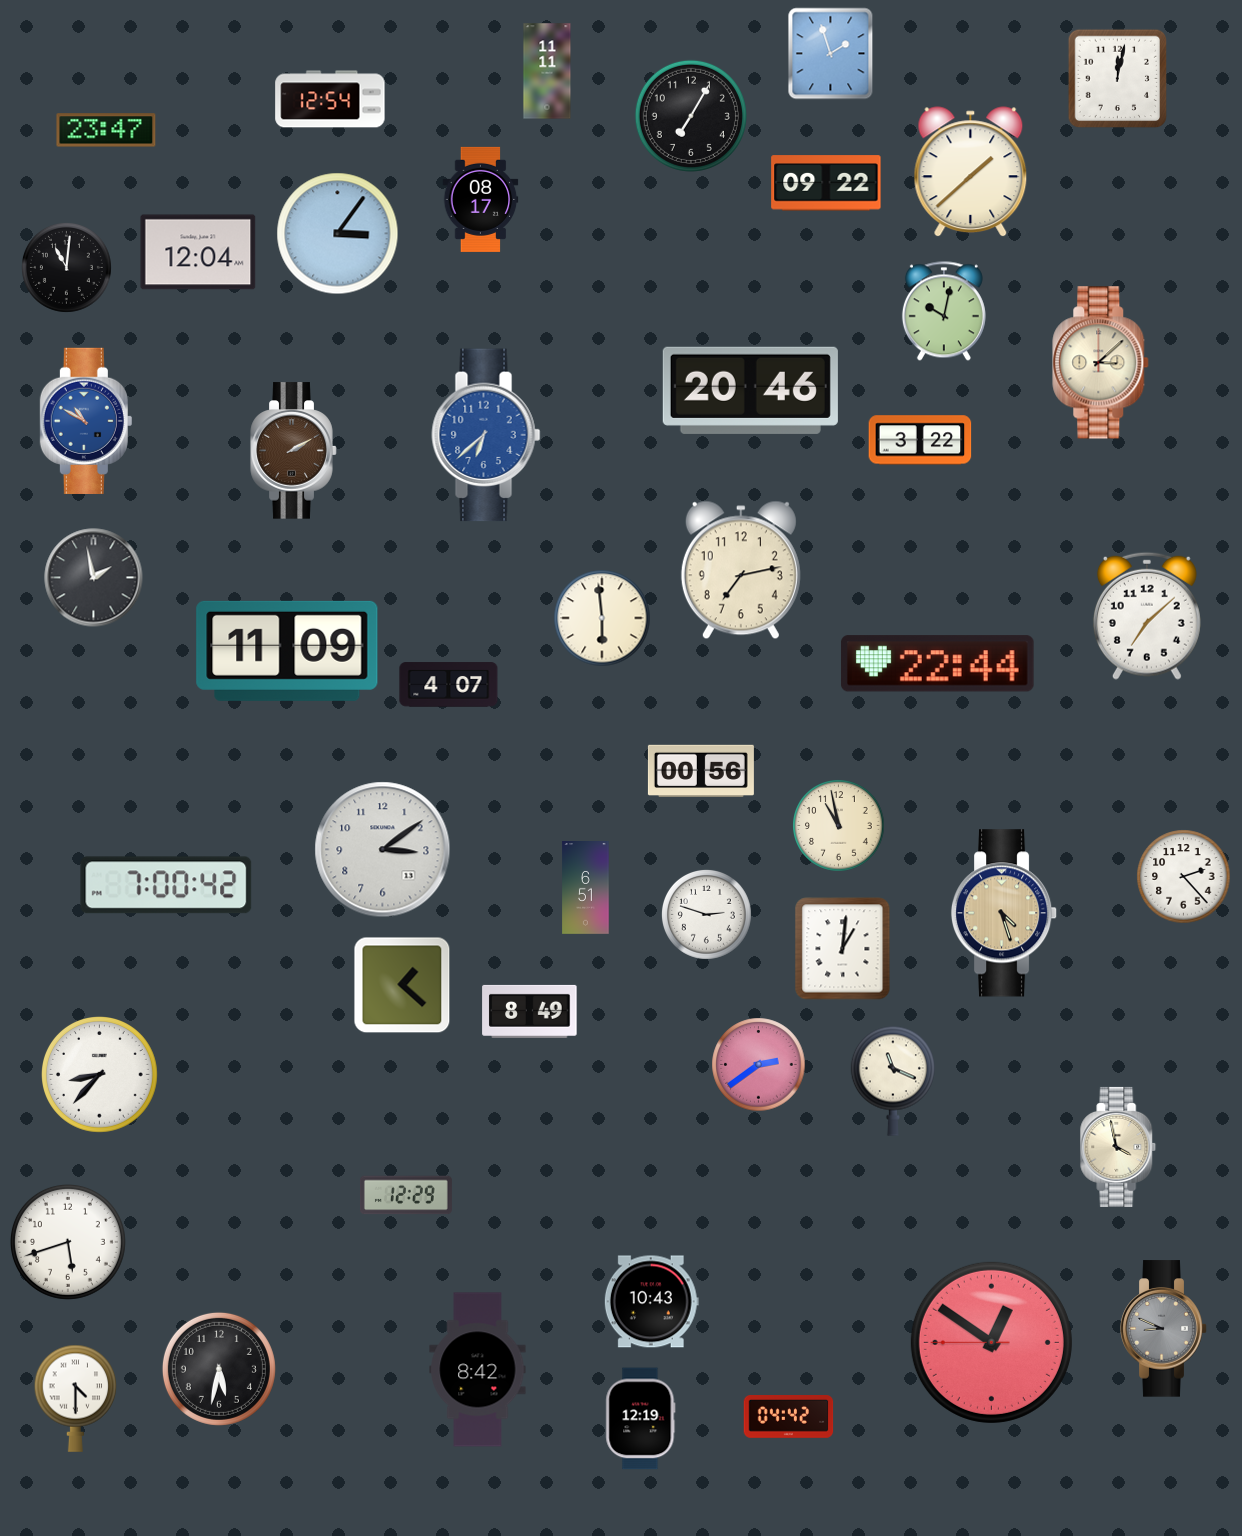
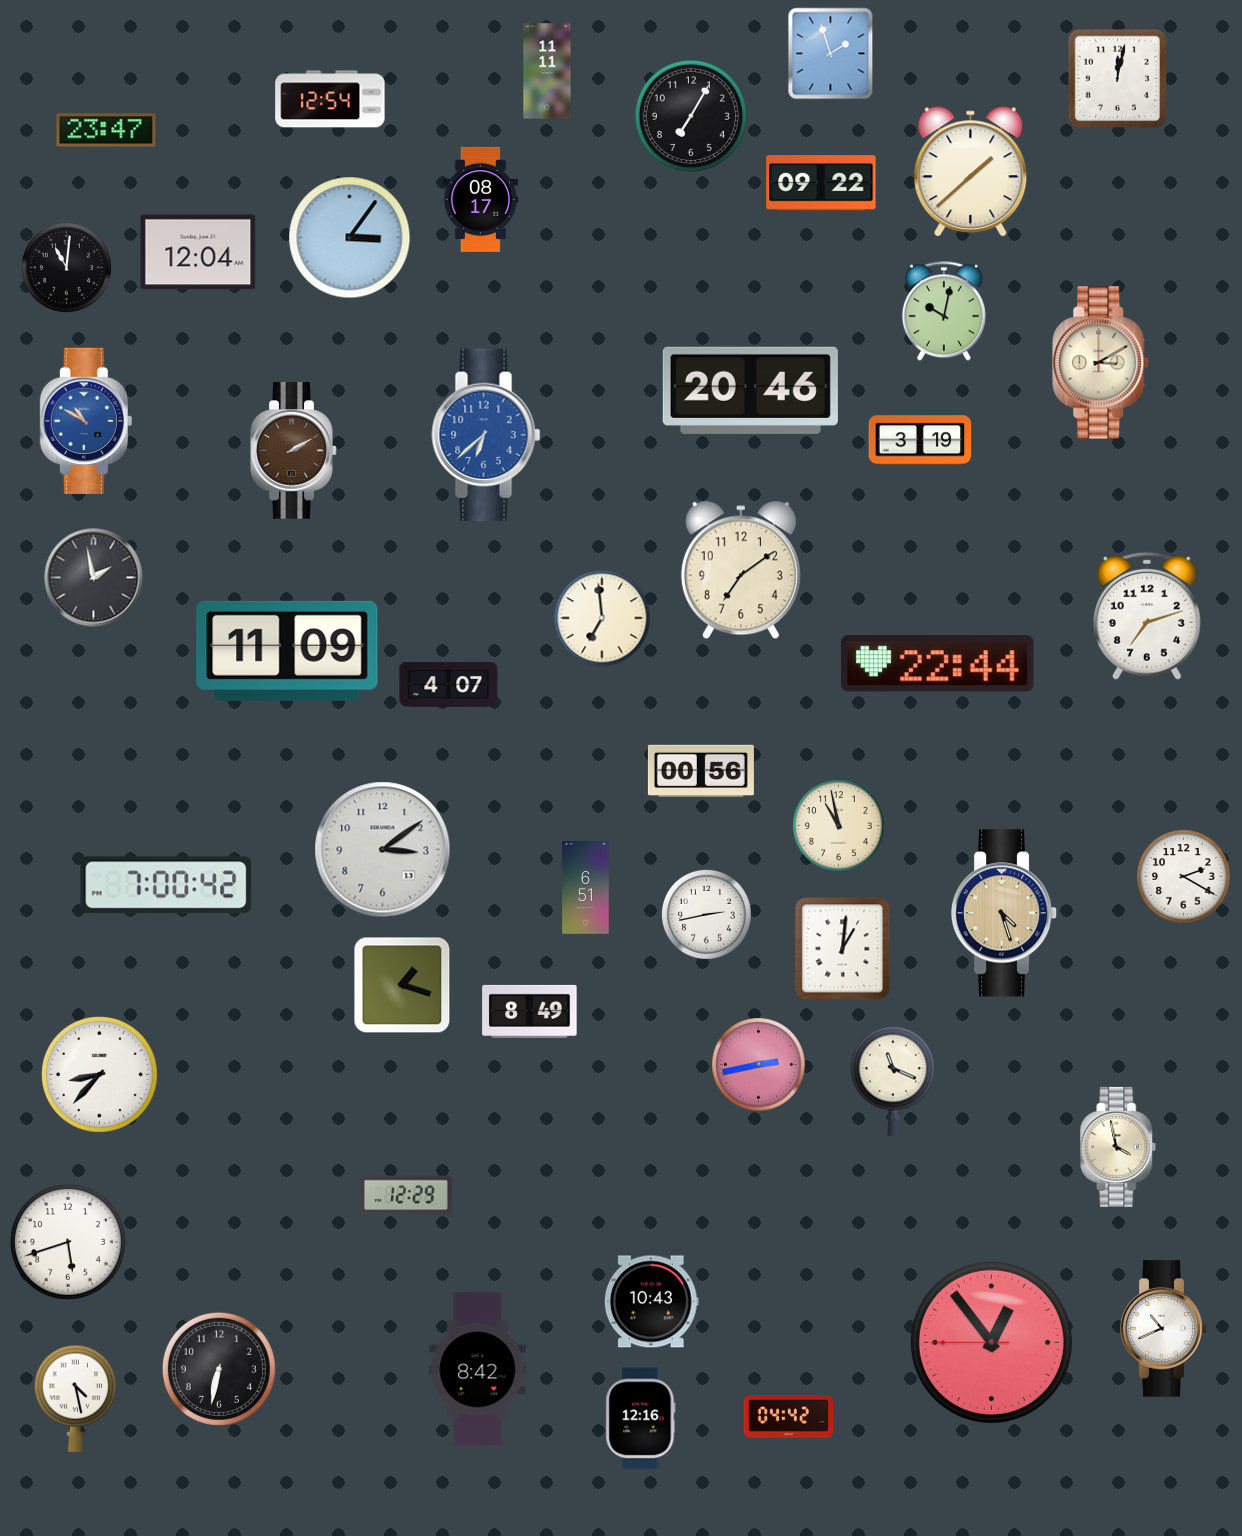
clock at (826, 183) position: (826, 183) -> (821, 183)
clock at (338, 234) position: (338, 234) -> (350, 238)
clock at (1101, 363): 3:08 -> 3:10
clock at (920, 440): 3:22 -> 3:19
clock at (741, 570): 7:13 -> 7:09
clock at (1147, 616): 7:08 -> 7:12
clock at (602, 618): 5:59 -> 6:59
clock at (1184, 877): 2:23 -> 2:20
clock at (706, 914): 2:48 -> 2:43
clock at (402, 985): 1:22 -> 1:18
clock at (759, 1065): 2:39 -> 2:43
clock at (1164, 1329): 8:49 -> 10:41
clock at (1164, 1329) dial: grey -> white
clock at (991, 1342): 12:50 -> 12:53
clock at (219, 1369): 5:32 -> 6:32
clock at (76, 1398): 4:30 -> 4:28
clock at (641, 1419): 12:19 -> 12:16
